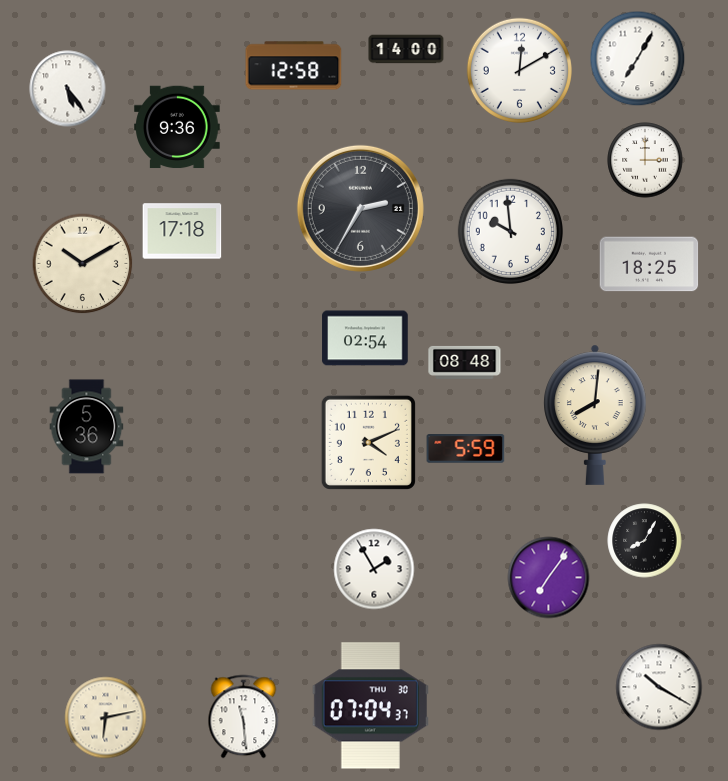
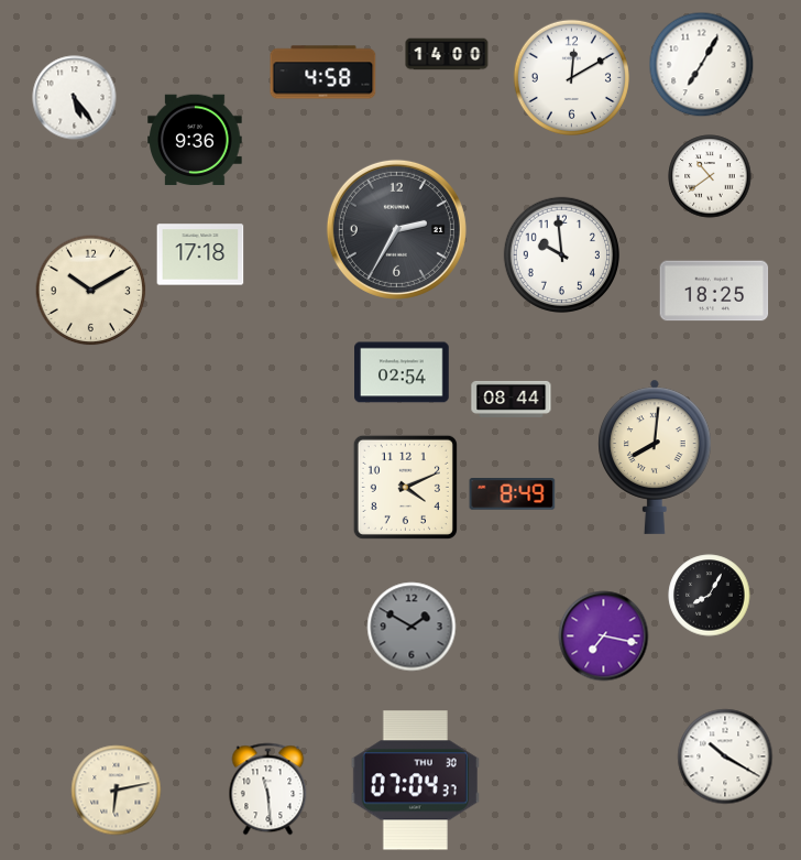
clock at (294, 66): 12:58 -> 4:58
clock at (645, 160): 3:00 -> 10:39
clock at (465, 362): 08:48 -> 08:44
clock at (87, 427): 5:36 -> none
clock at (466, 449): 5:59 -> 8:49
clock at (374, 569): 1:55 -> 1:50
clock at (374, 569) dial: white -> grey
clock at (549, 578): 7:06 -> 7:17
clock at (370, 706) position: (370, 706) -> (415, 781)
